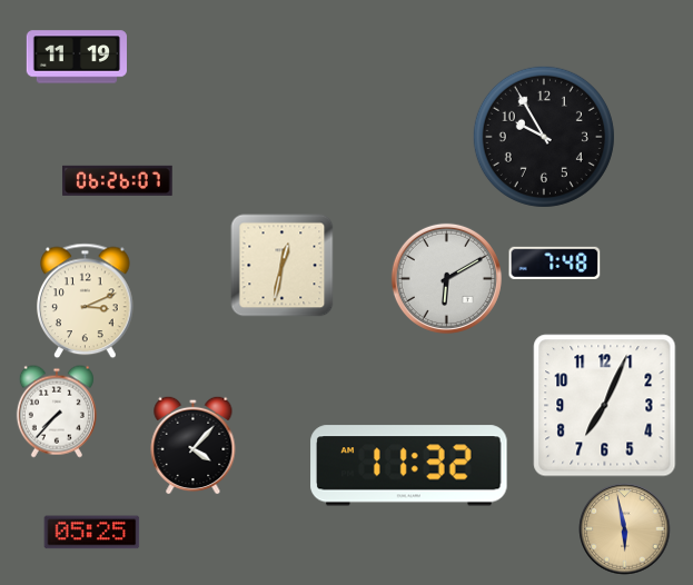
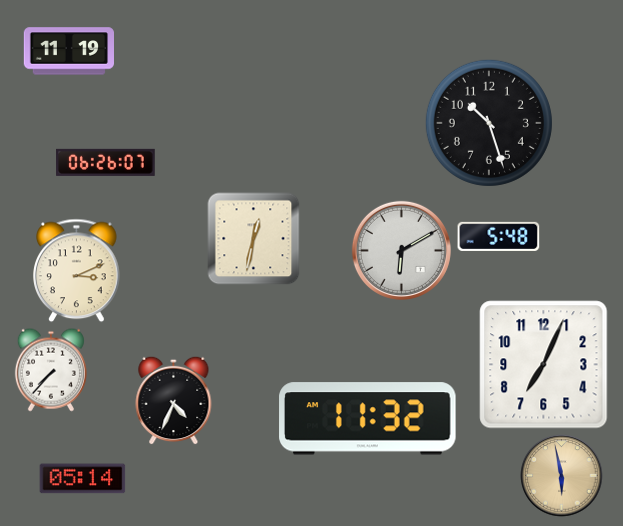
clock at (544, 137): 9:55 -> 10:27
clock at (555, 262): 7:48 -> 5:48
clock at (194, 445): 4:07 -> 4:34
clock at (92, 533): 05:25 -> 05:14
